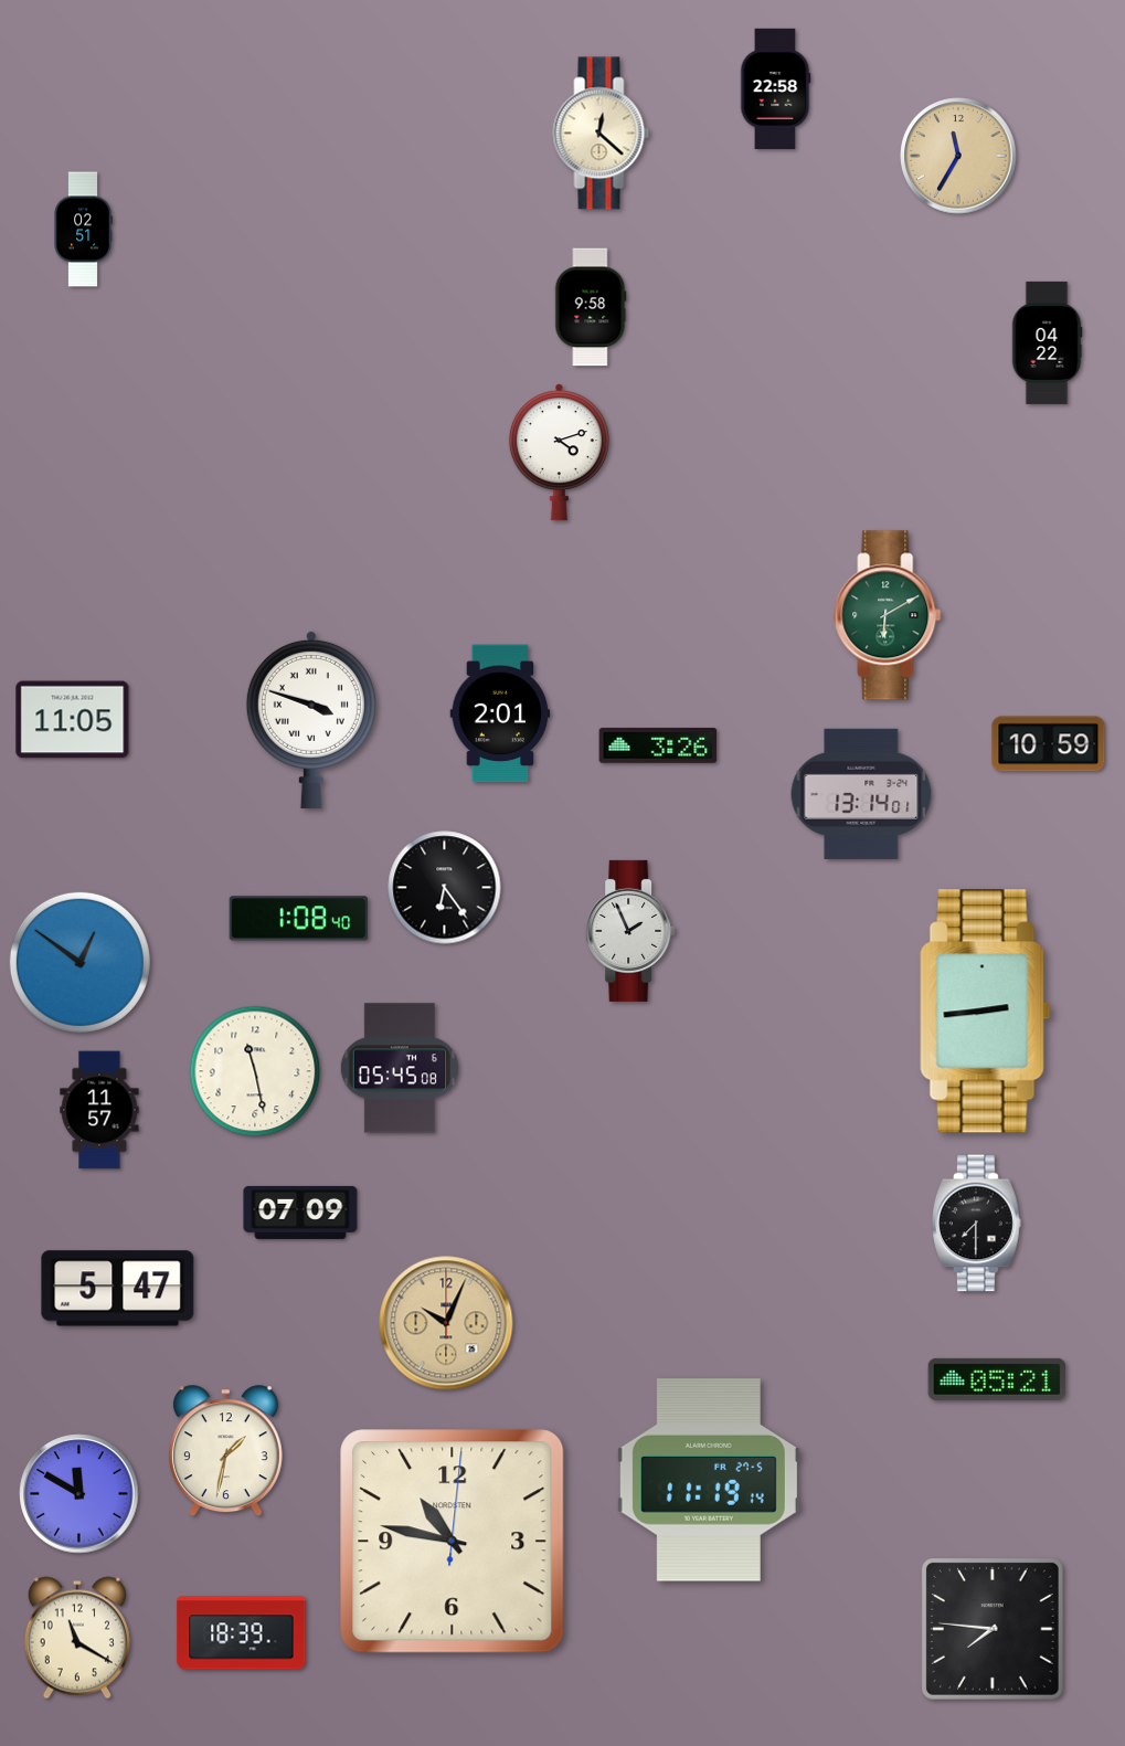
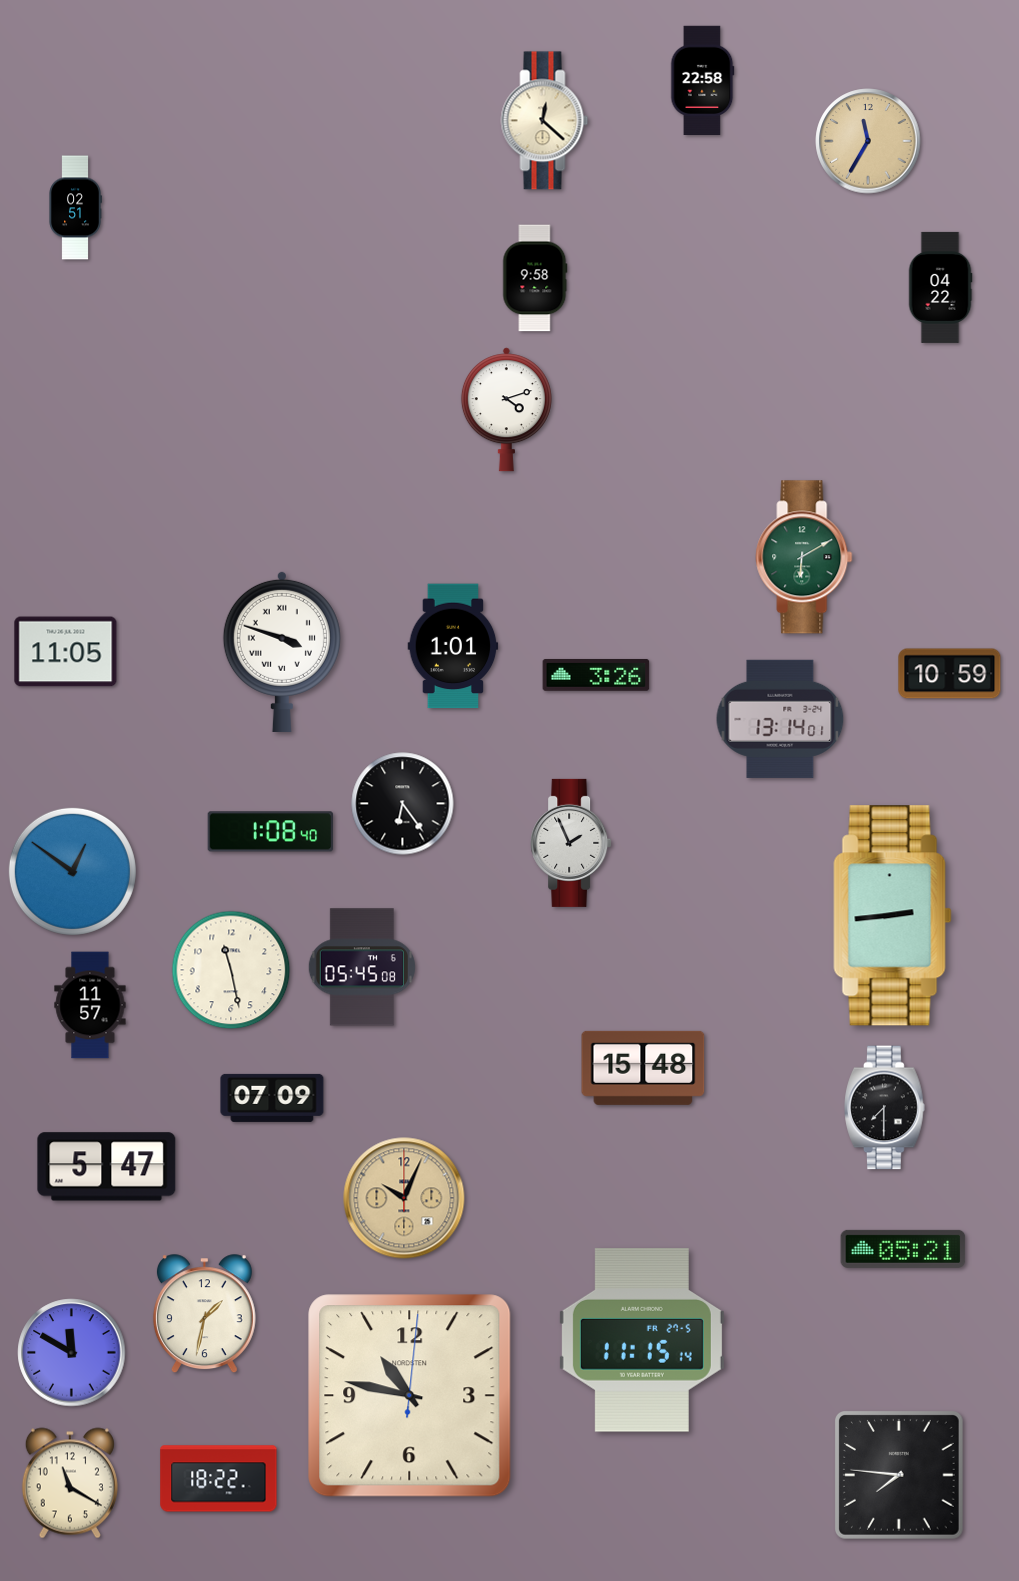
clock at (1047, 342) position: (1047, 342) -> (940, 287)
clock at (500, 713): 2:01 -> 1:01
clock at (643, 1068): none -> 15:48
clock at (709, 1480): 11:19 -> 11:15
clock at (242, 1633): 18:39 -> 18:22
